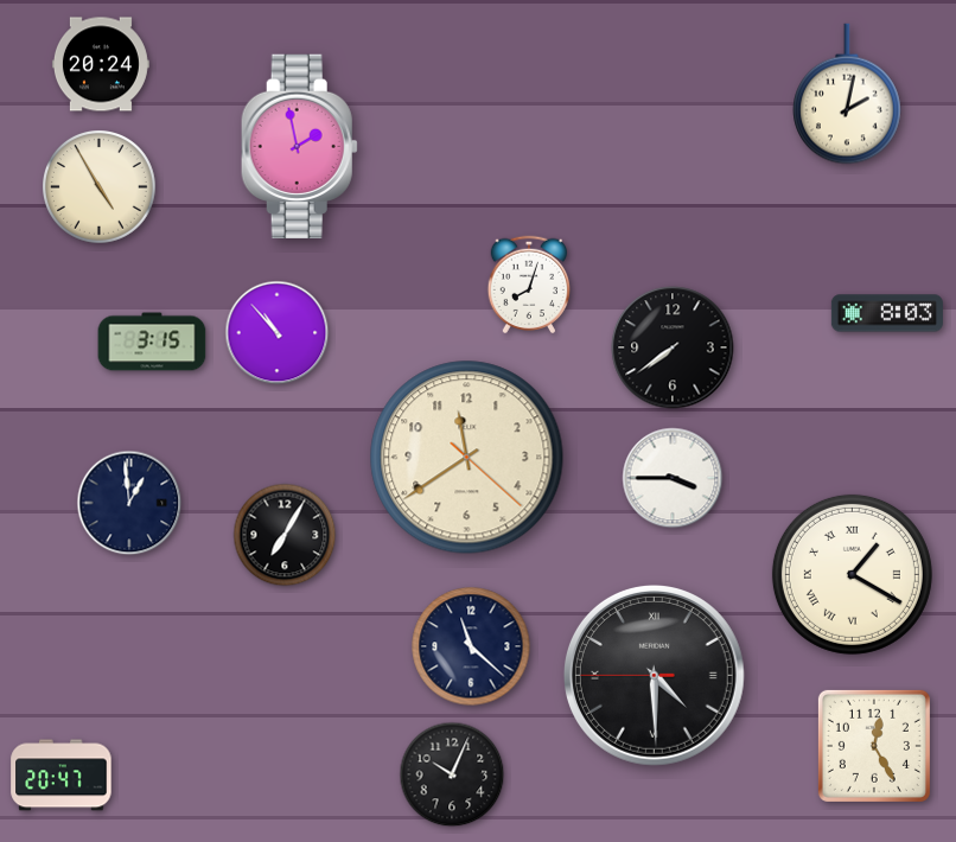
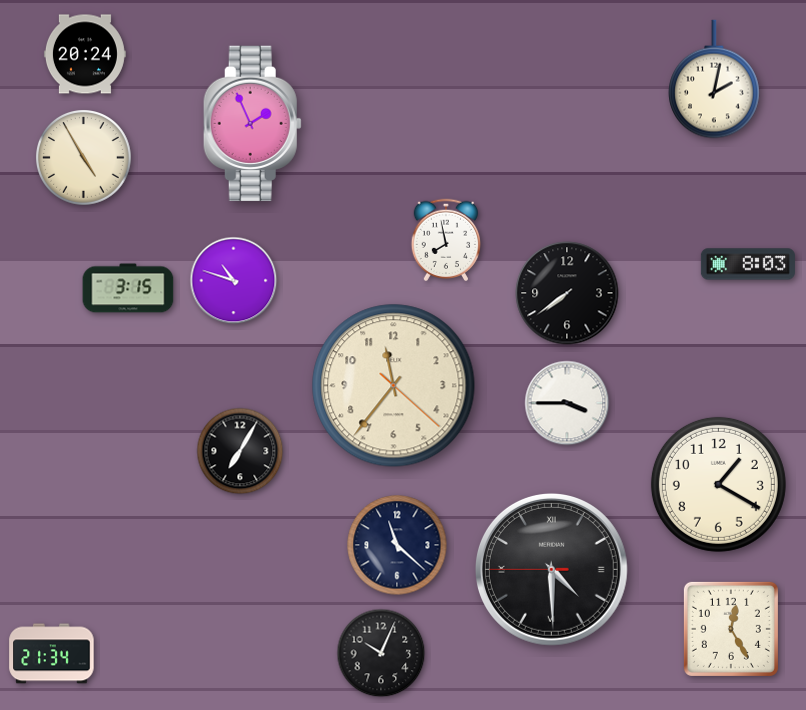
clock at (299, 146): 1:58 -> 1:56
clock at (529, 285): 8:03 -> 7:58
clock at (278, 333): 10:53 -> 10:48
clock at (467, 458): 11:39 -> 11:36
clock at (129, 503): 12:59 -> none
clock at (852, 574) numerals: Roman -> Arabic
clock at (874, 746) position: (874, 746) -> (731, 629)
clock at (62, 776): 20:47 -> 21:34
